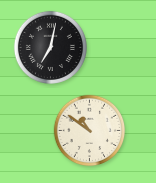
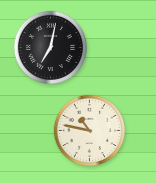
clock at (90, 131): 10:51 -> 10:47
